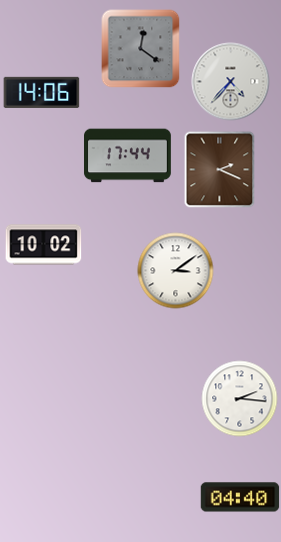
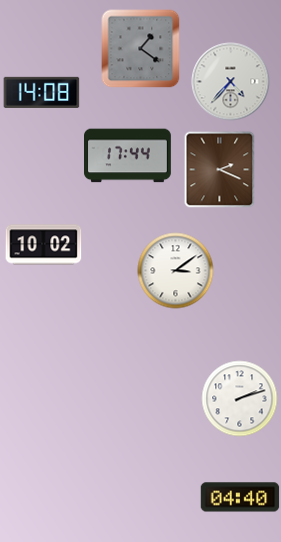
clock at (141, 49): 12:21 -> 1:21
clock at (42, 92): 14:06 -> 14:08
clock at (240, 399): 2:16 -> 2:12
